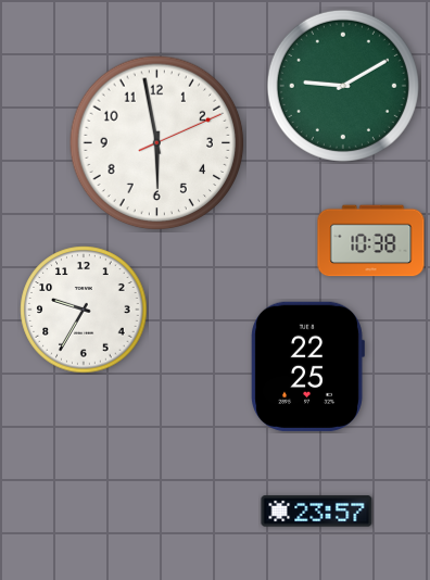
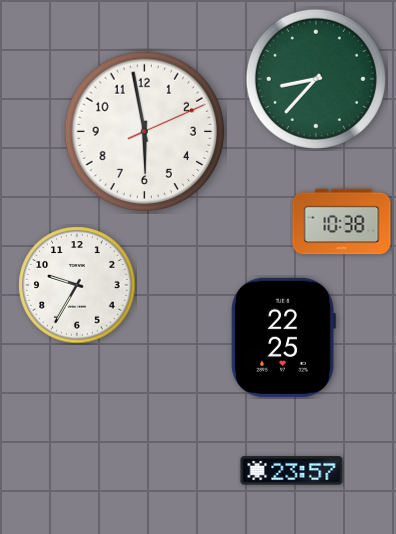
clock at (343, 86): 9:10 -> 8:37
